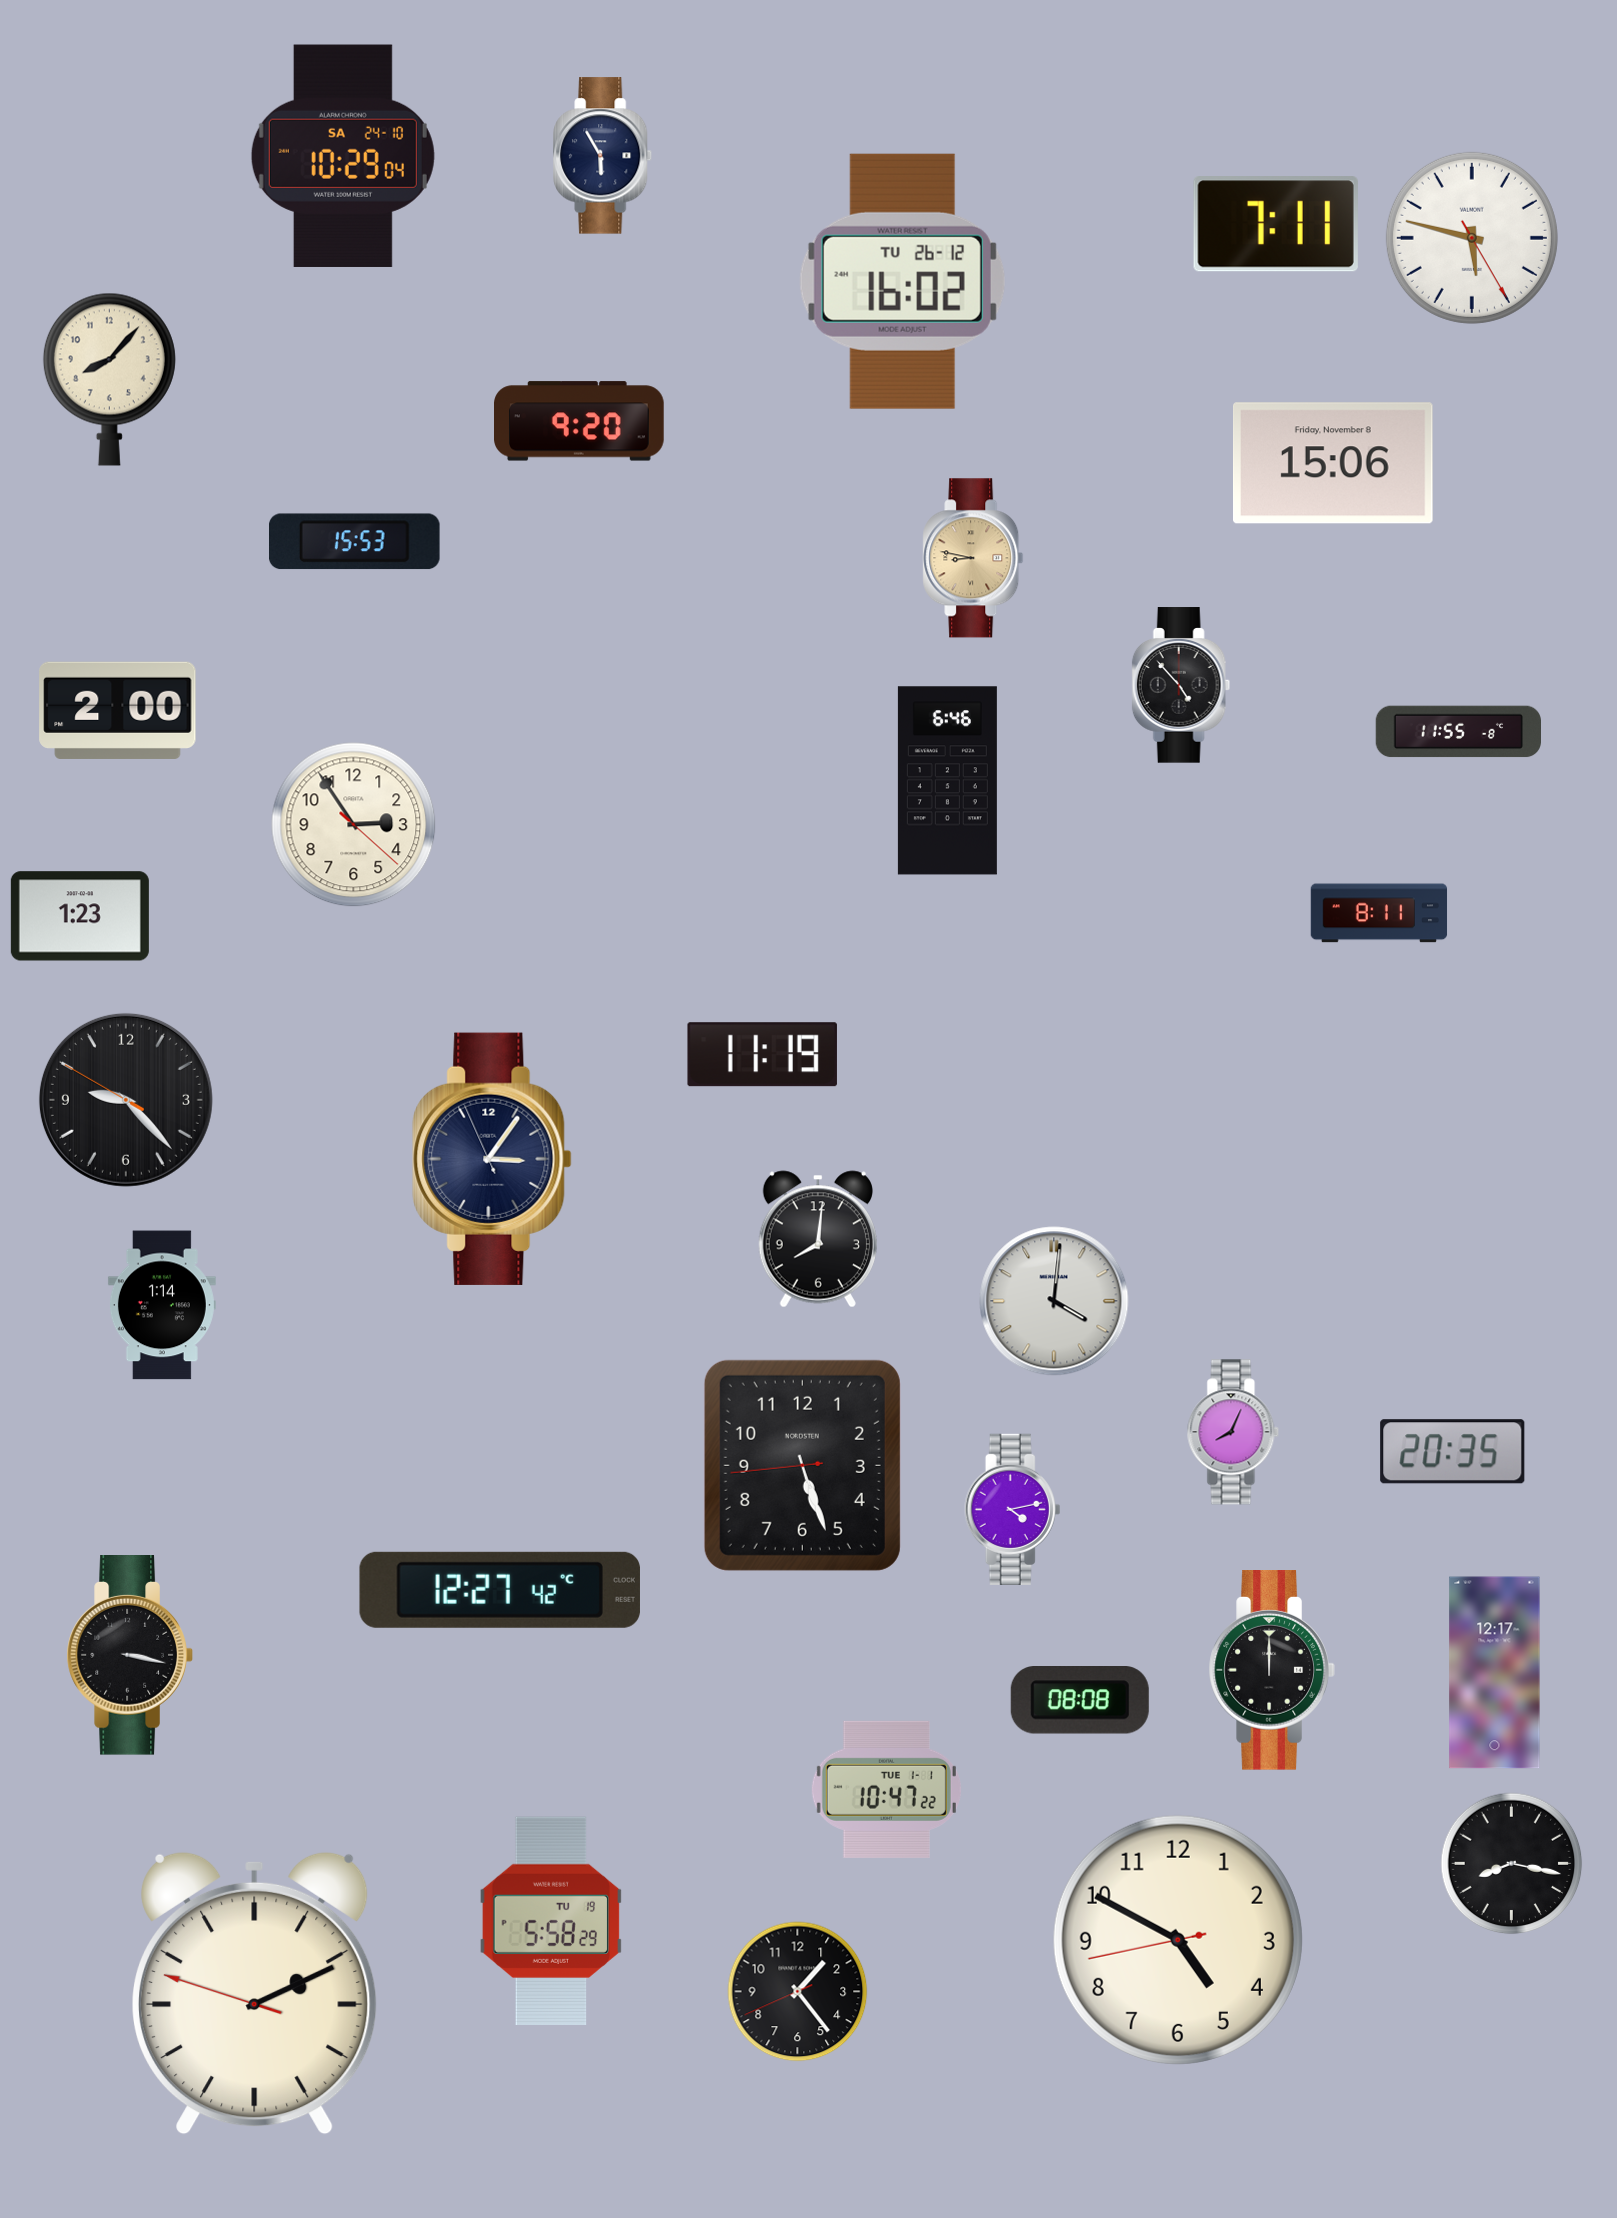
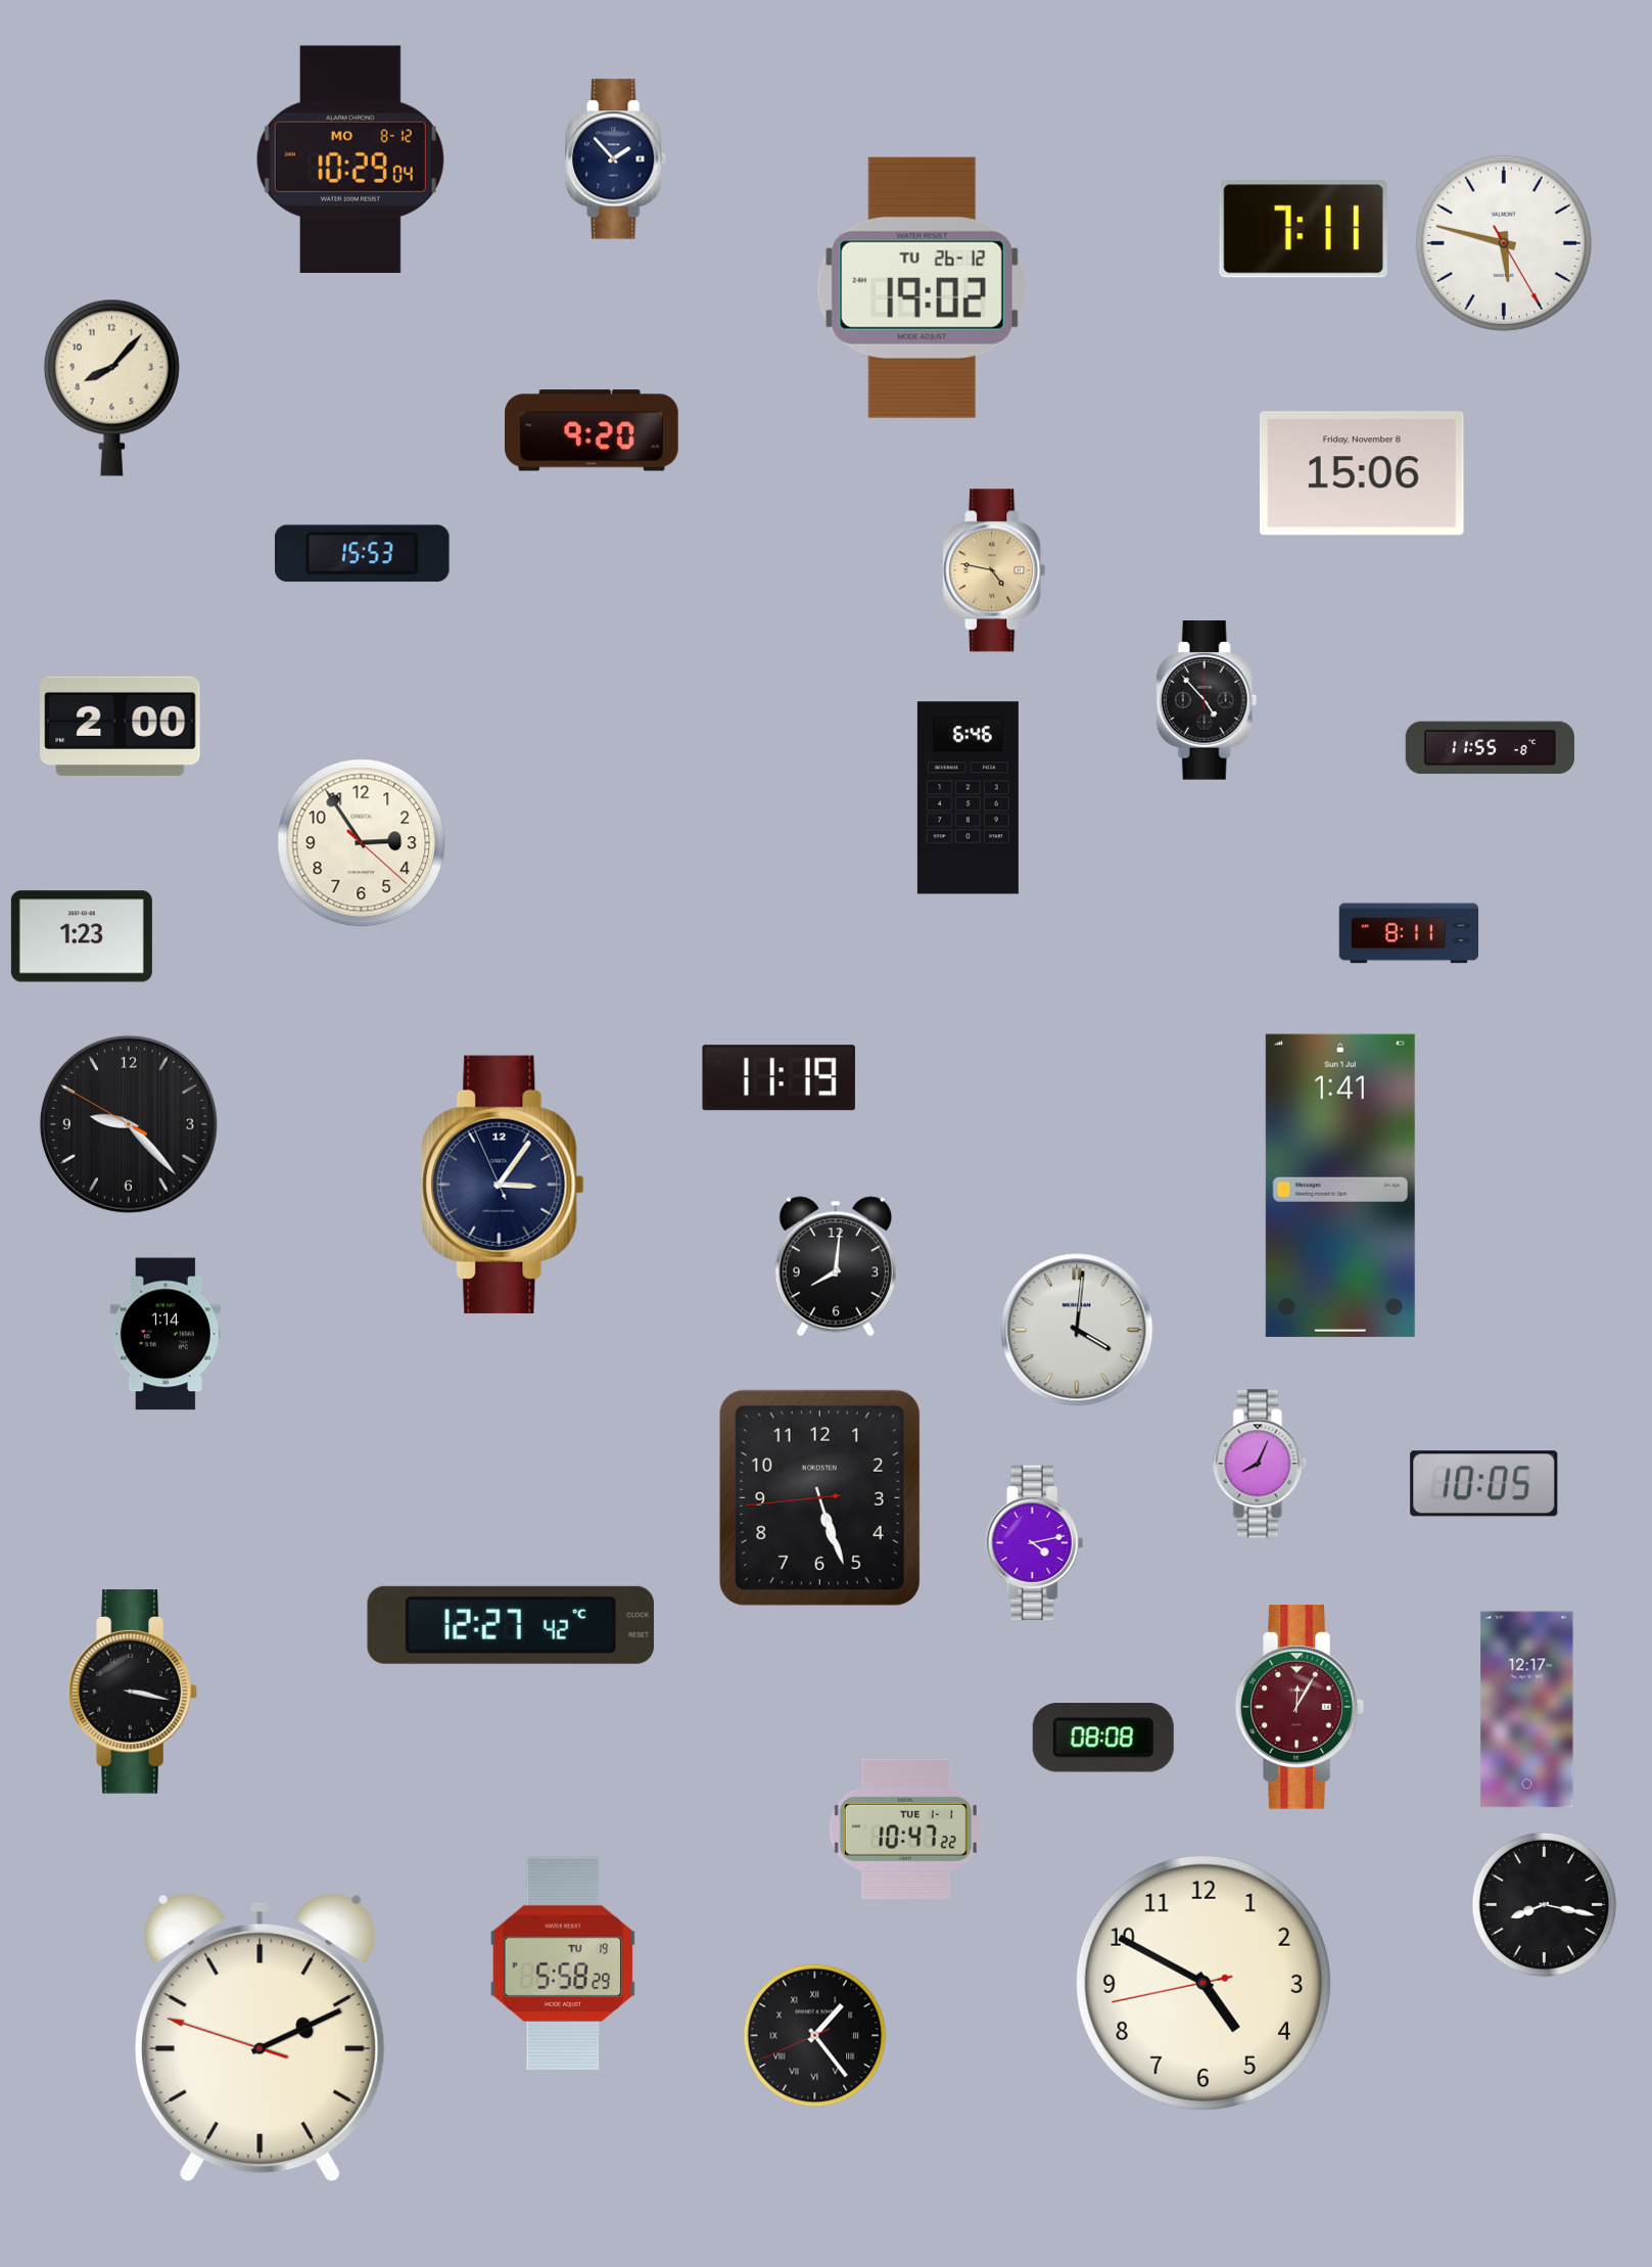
clock at (343, 156) date: SA 24-10 -> MO 8-12
clock at (603, 156): 5:55 -> 1:53
clock at (902, 281): 16:02 -> 19:02
clock at (973, 558): 8:47 -> 4:47
clock at (1340, 1186): none -> 1:41
clock at (1453, 1452): 20:35 -> 10:05
clock at (1272, 1670): 12:00 -> 12:05
clock at (1272, 1670) dial: black -> burgundy
clock at (798, 1992) numerals: Arabic -> Roman
